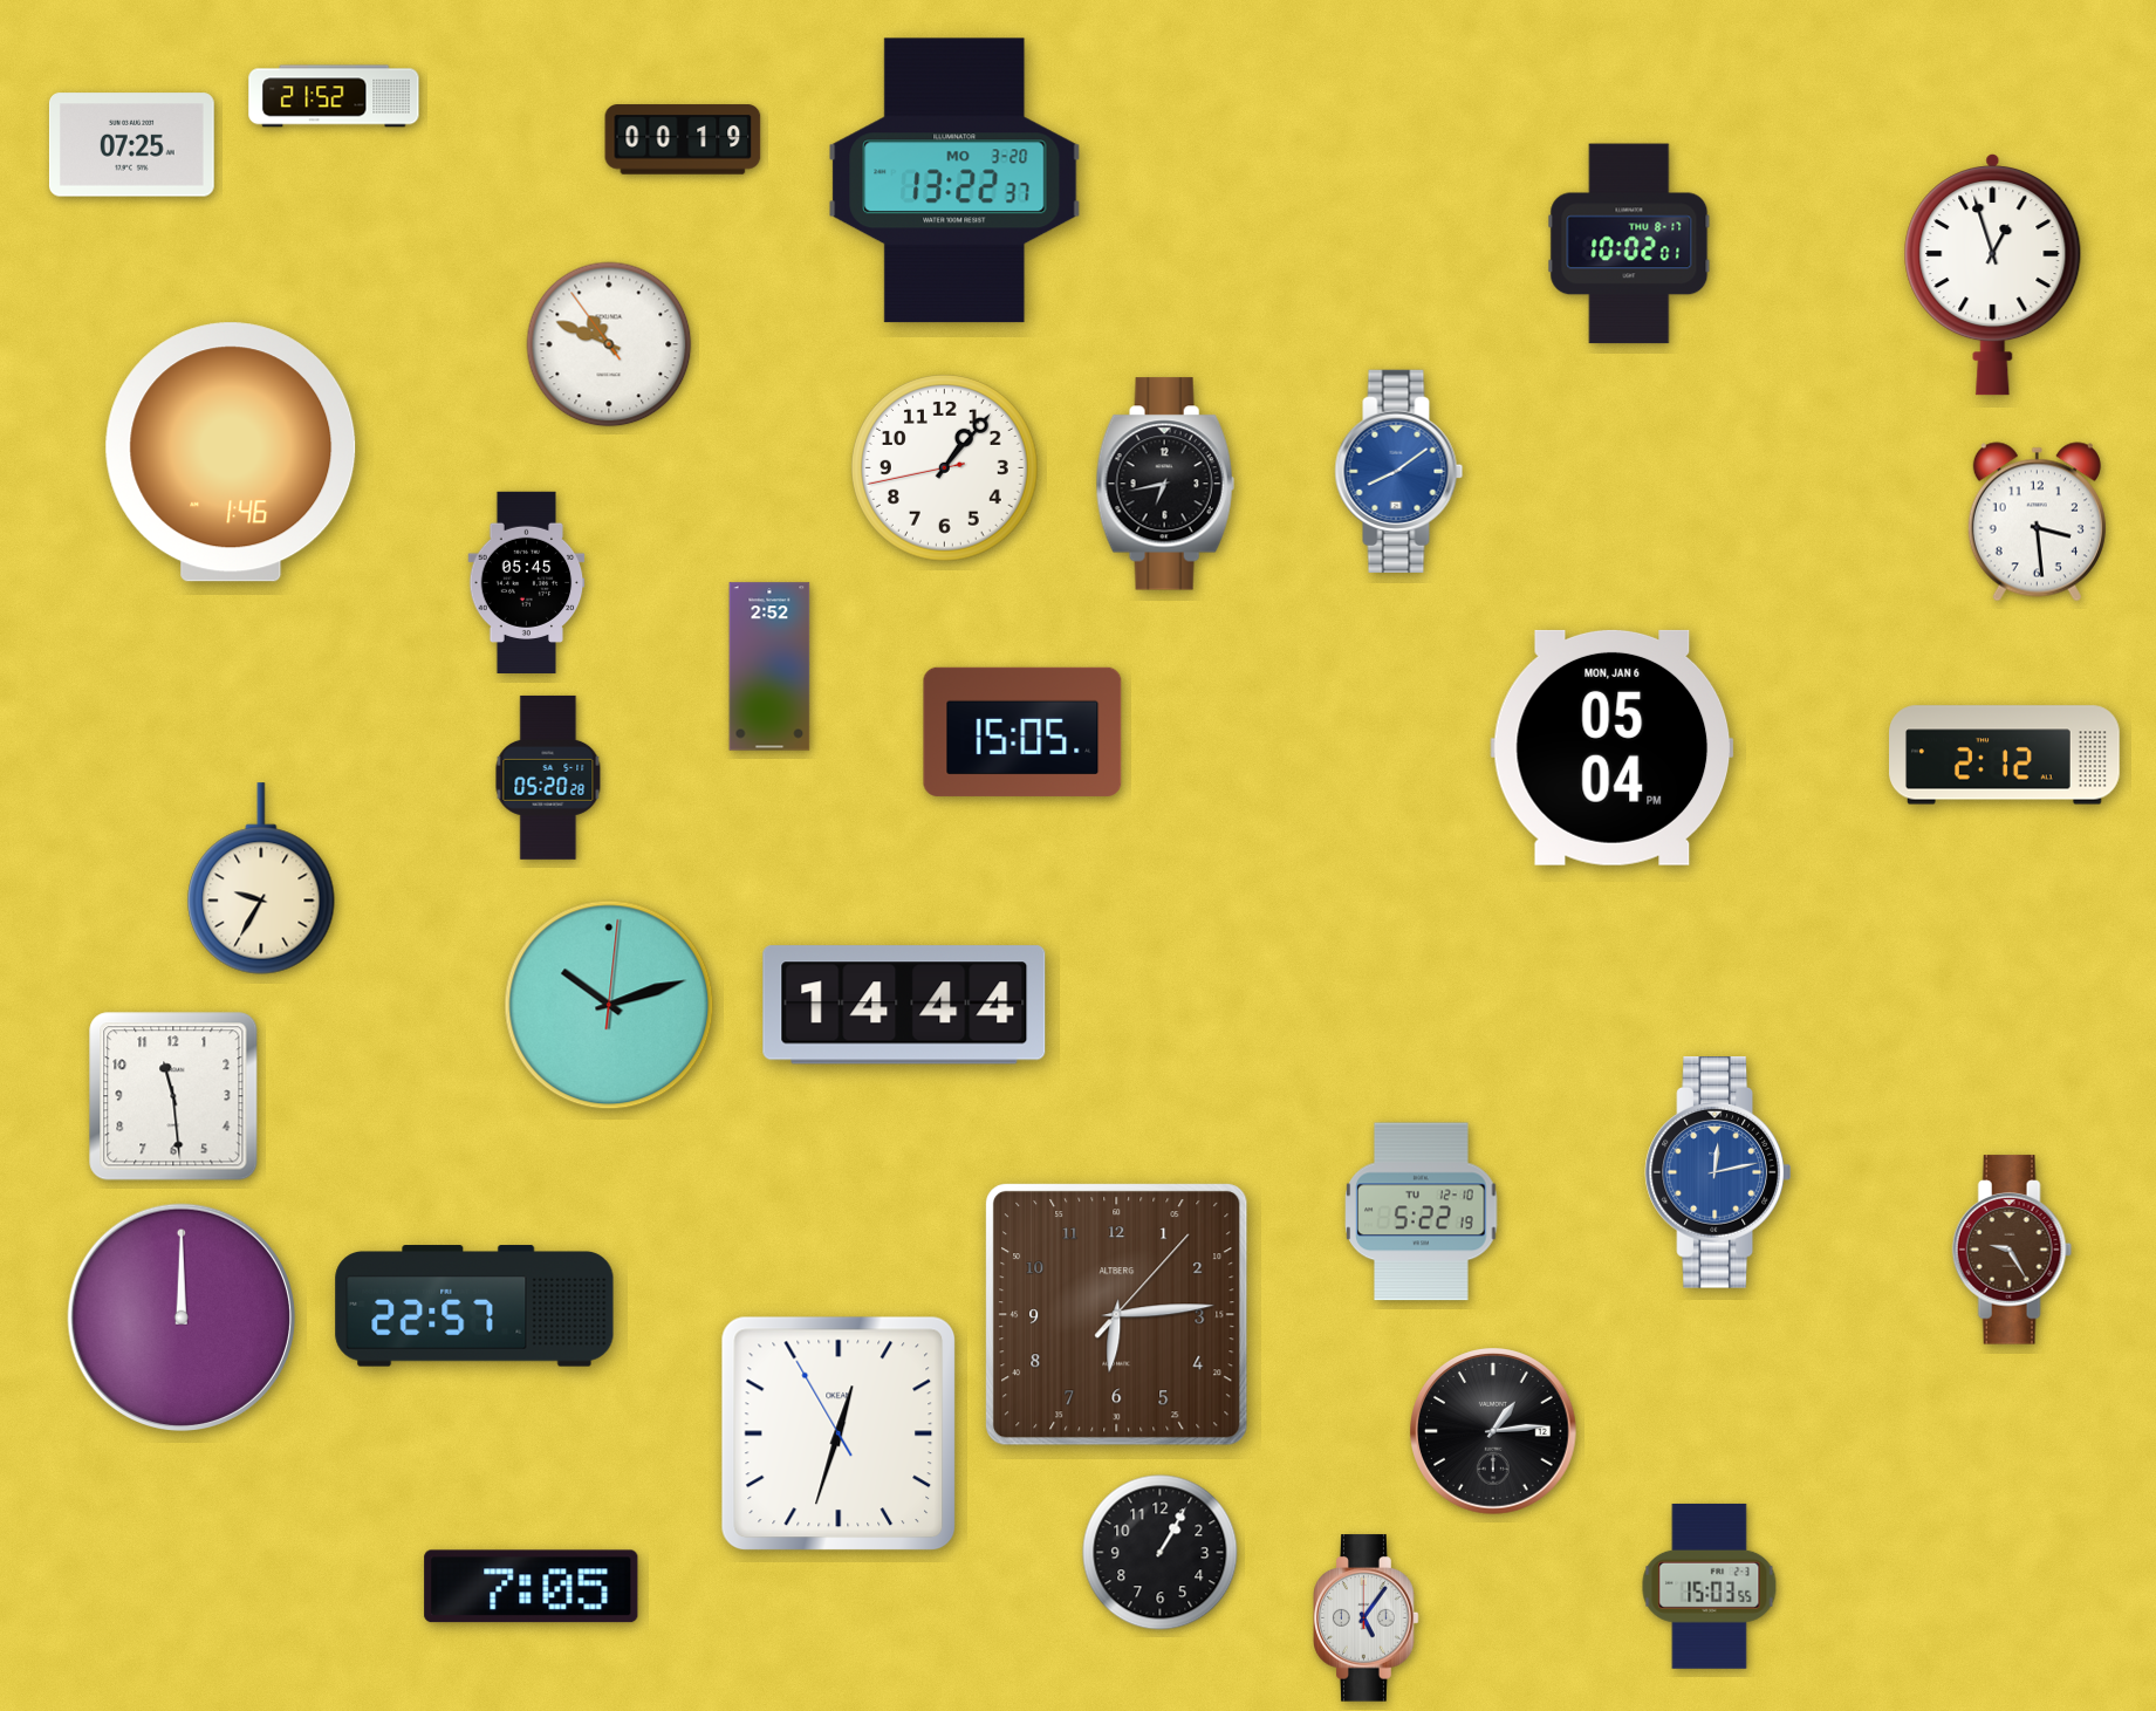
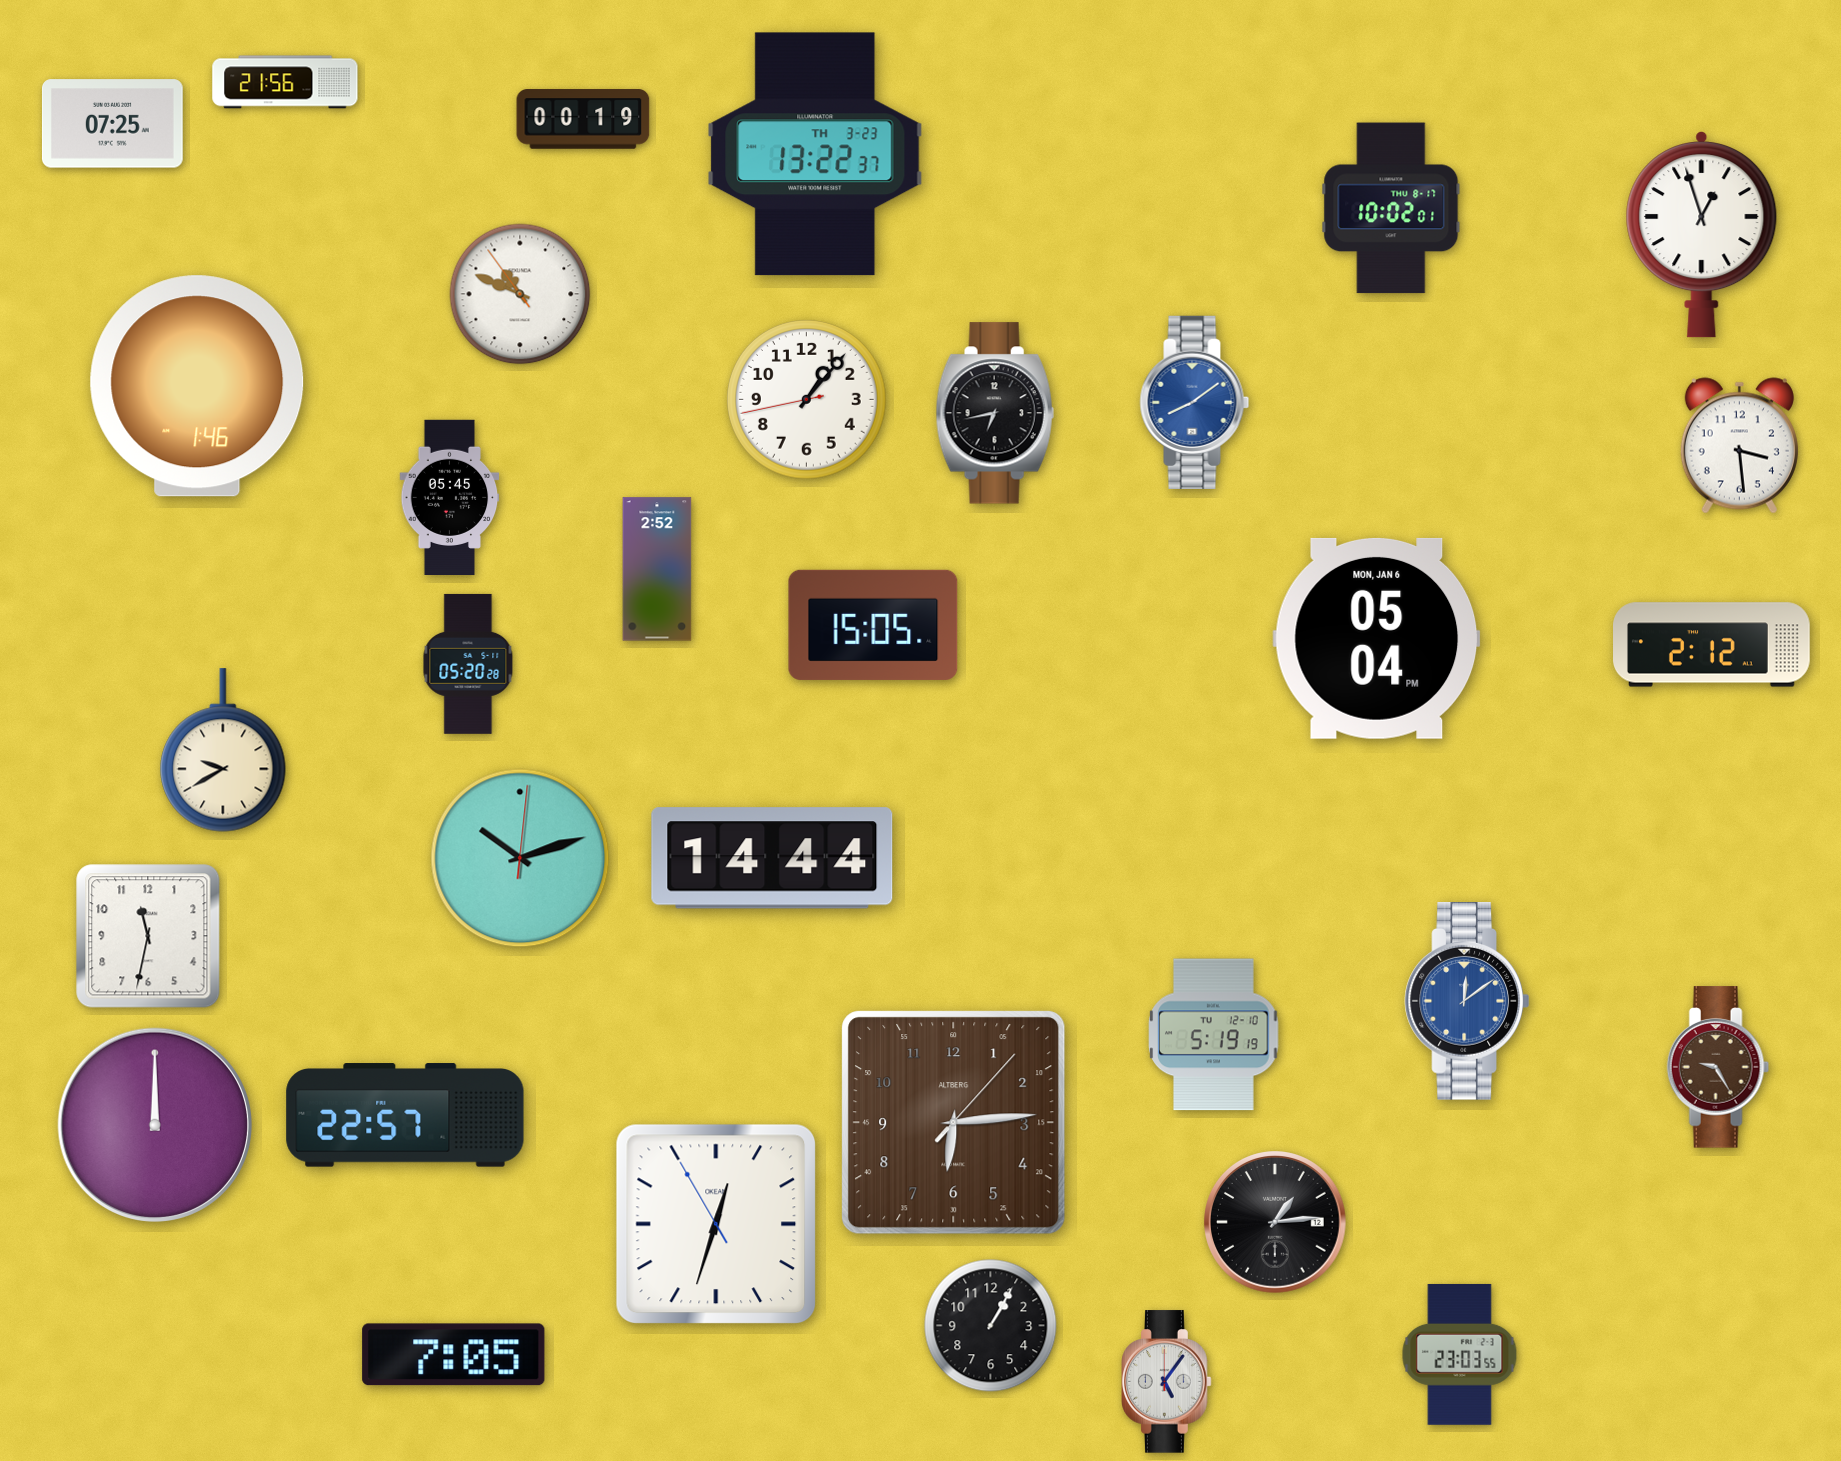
clock at (334, 96): 21:52 -> 21:56
clock at (954, 180) date: MO 3-20 -> TH 3-23
clock at (261, 878): 9:35 -> 9:40
clock at (173, 1096): 11:29 -> 11:32
clock at (1718, 1173): 12:13 -> 12:09
clock at (1422, 1212): 5:22 -> 5:19
clock at (1710, 1586): 15:03 -> 23:03
